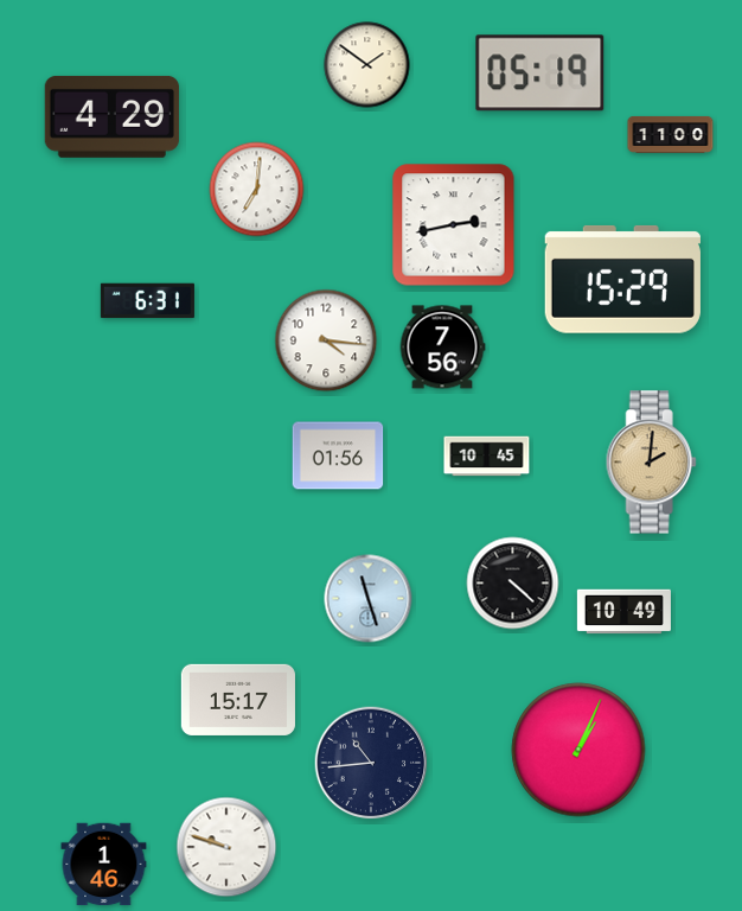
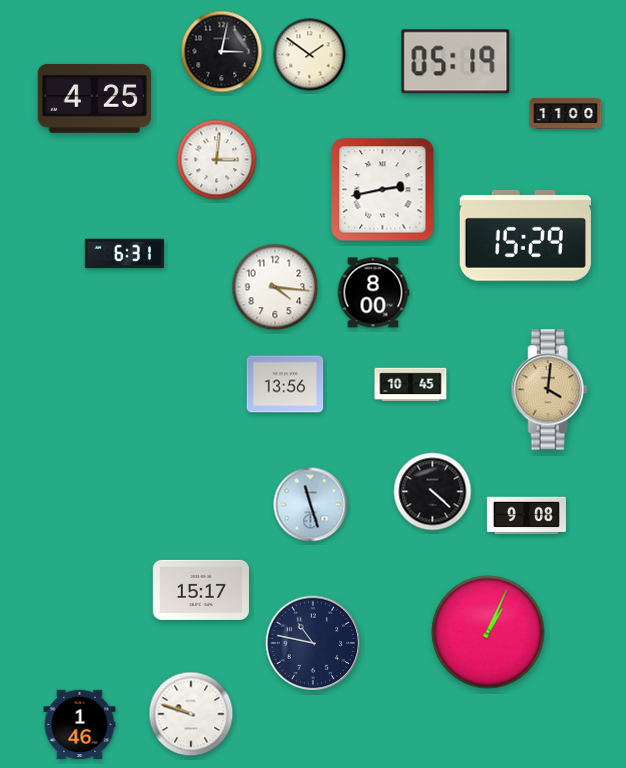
clock at (222, 52): none -> 3:02
clock at (111, 116): 4:29 -> 4:25
clock at (257, 190): 7:01 -> 3:01
clock at (442, 348): 7:56 -> 8:00
clock at (338, 455): 01:56 -> 13:56
clock at (651, 463): 2:01 -> 4:01
clock at (623, 612): 10:49 -> 9:08
clock at (371, 763): 10:44 -> 10:47
clock at (104, 865) position: (104, 865) -> (80, 725)
